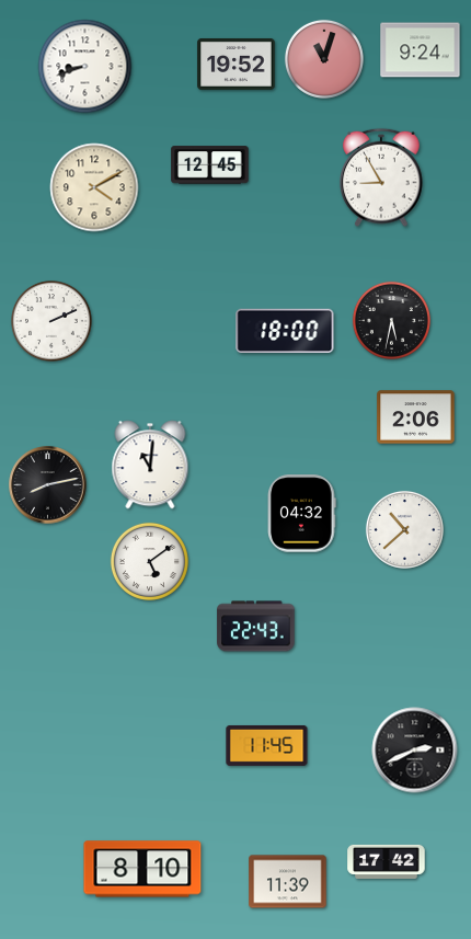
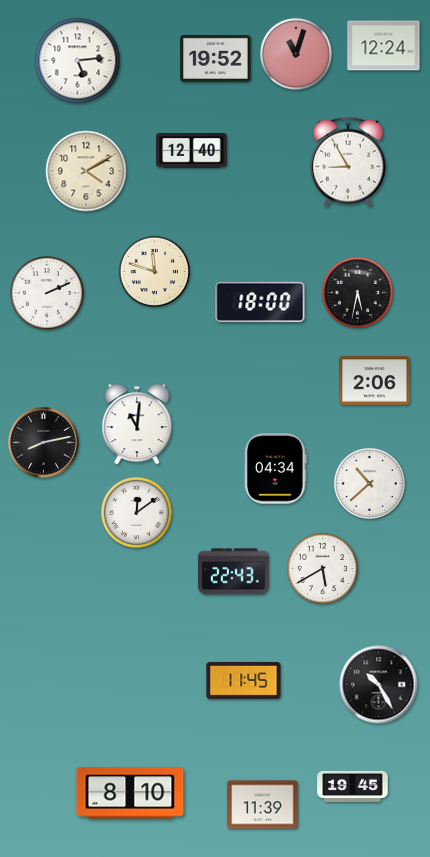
clock at (421, 50): 9:24 -> 12:24
clock at (85, 67): 8:42 -> 5:14
clock at (210, 165): 12:45 -> 12:40
clock at (154, 271): none -> 11:48
clock at (416, 417) position: (416, 417) -> (375, 381)
clock at (302, 514): 04:32 -> 04:34
clock at (149, 561): 5:09 -> 12:09
clock at (322, 568): none -> 5:40
clock at (415, 751): 2:41 -> 10:25
clock at (387, 861): 17:42 -> 19:45
